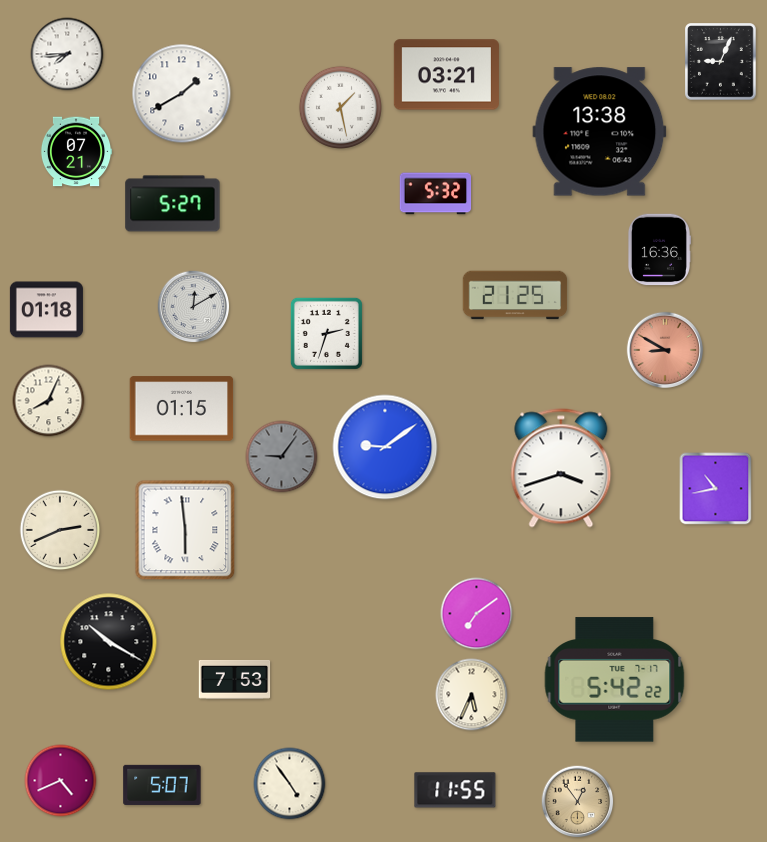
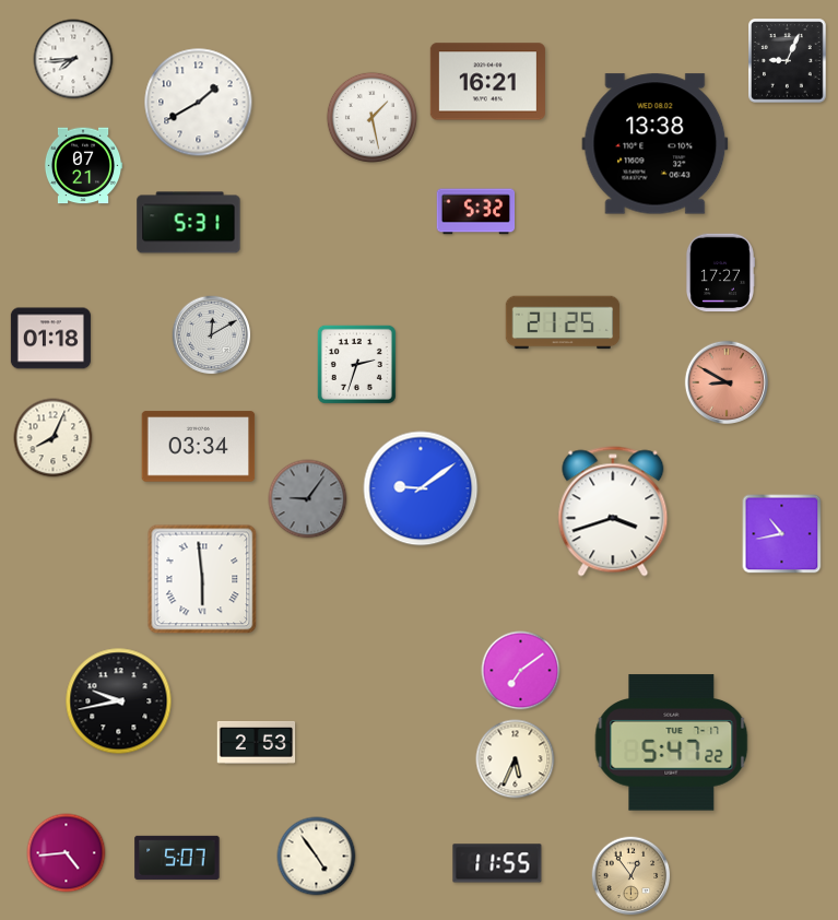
clock at (721, 62) position: (721, 62) -> (788, 61)
clock at (446, 75): 03:21 -> 16:21
clock at (173, 204): 5:27 -> 5:31
clock at (659, 250): 16:36 -> 17:27
clock at (182, 409): 01:15 -> 03:34
clock at (60, 530): 2:41 -> none
clock at (109, 642): 10:20 -> 9:43
clock at (235, 679): 7:53 -> 2:53
clock at (615, 680): 5:42 -> 5:47
clock at (61, 781): 4:41 -> 4:44
